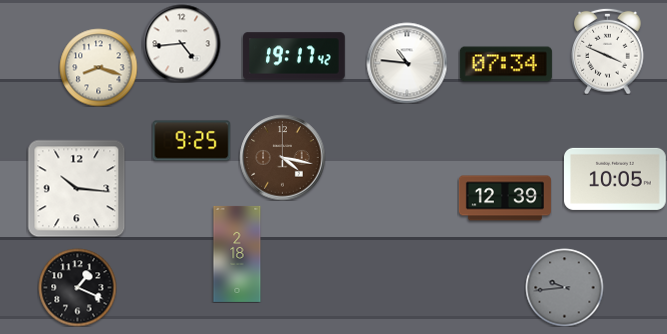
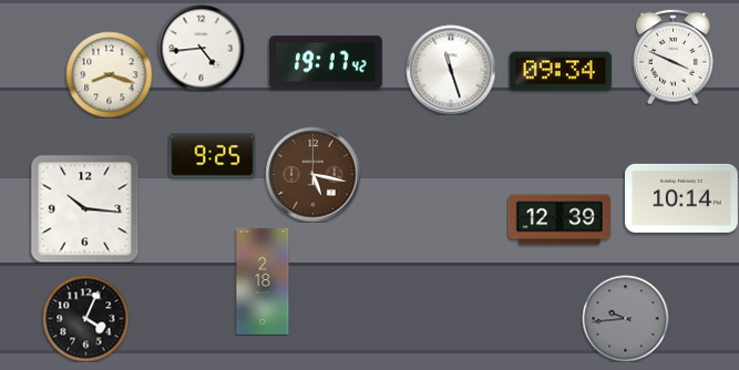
clock at (407, 63): 10:46 -> 11:27
clock at (506, 64): 07:34 -> 09:34
clock at (282, 157): 4:17 -> 5:17
clock at (616, 179): 10:05 -> 10:14
clock at (77, 287): 1:19 -> 4:04
